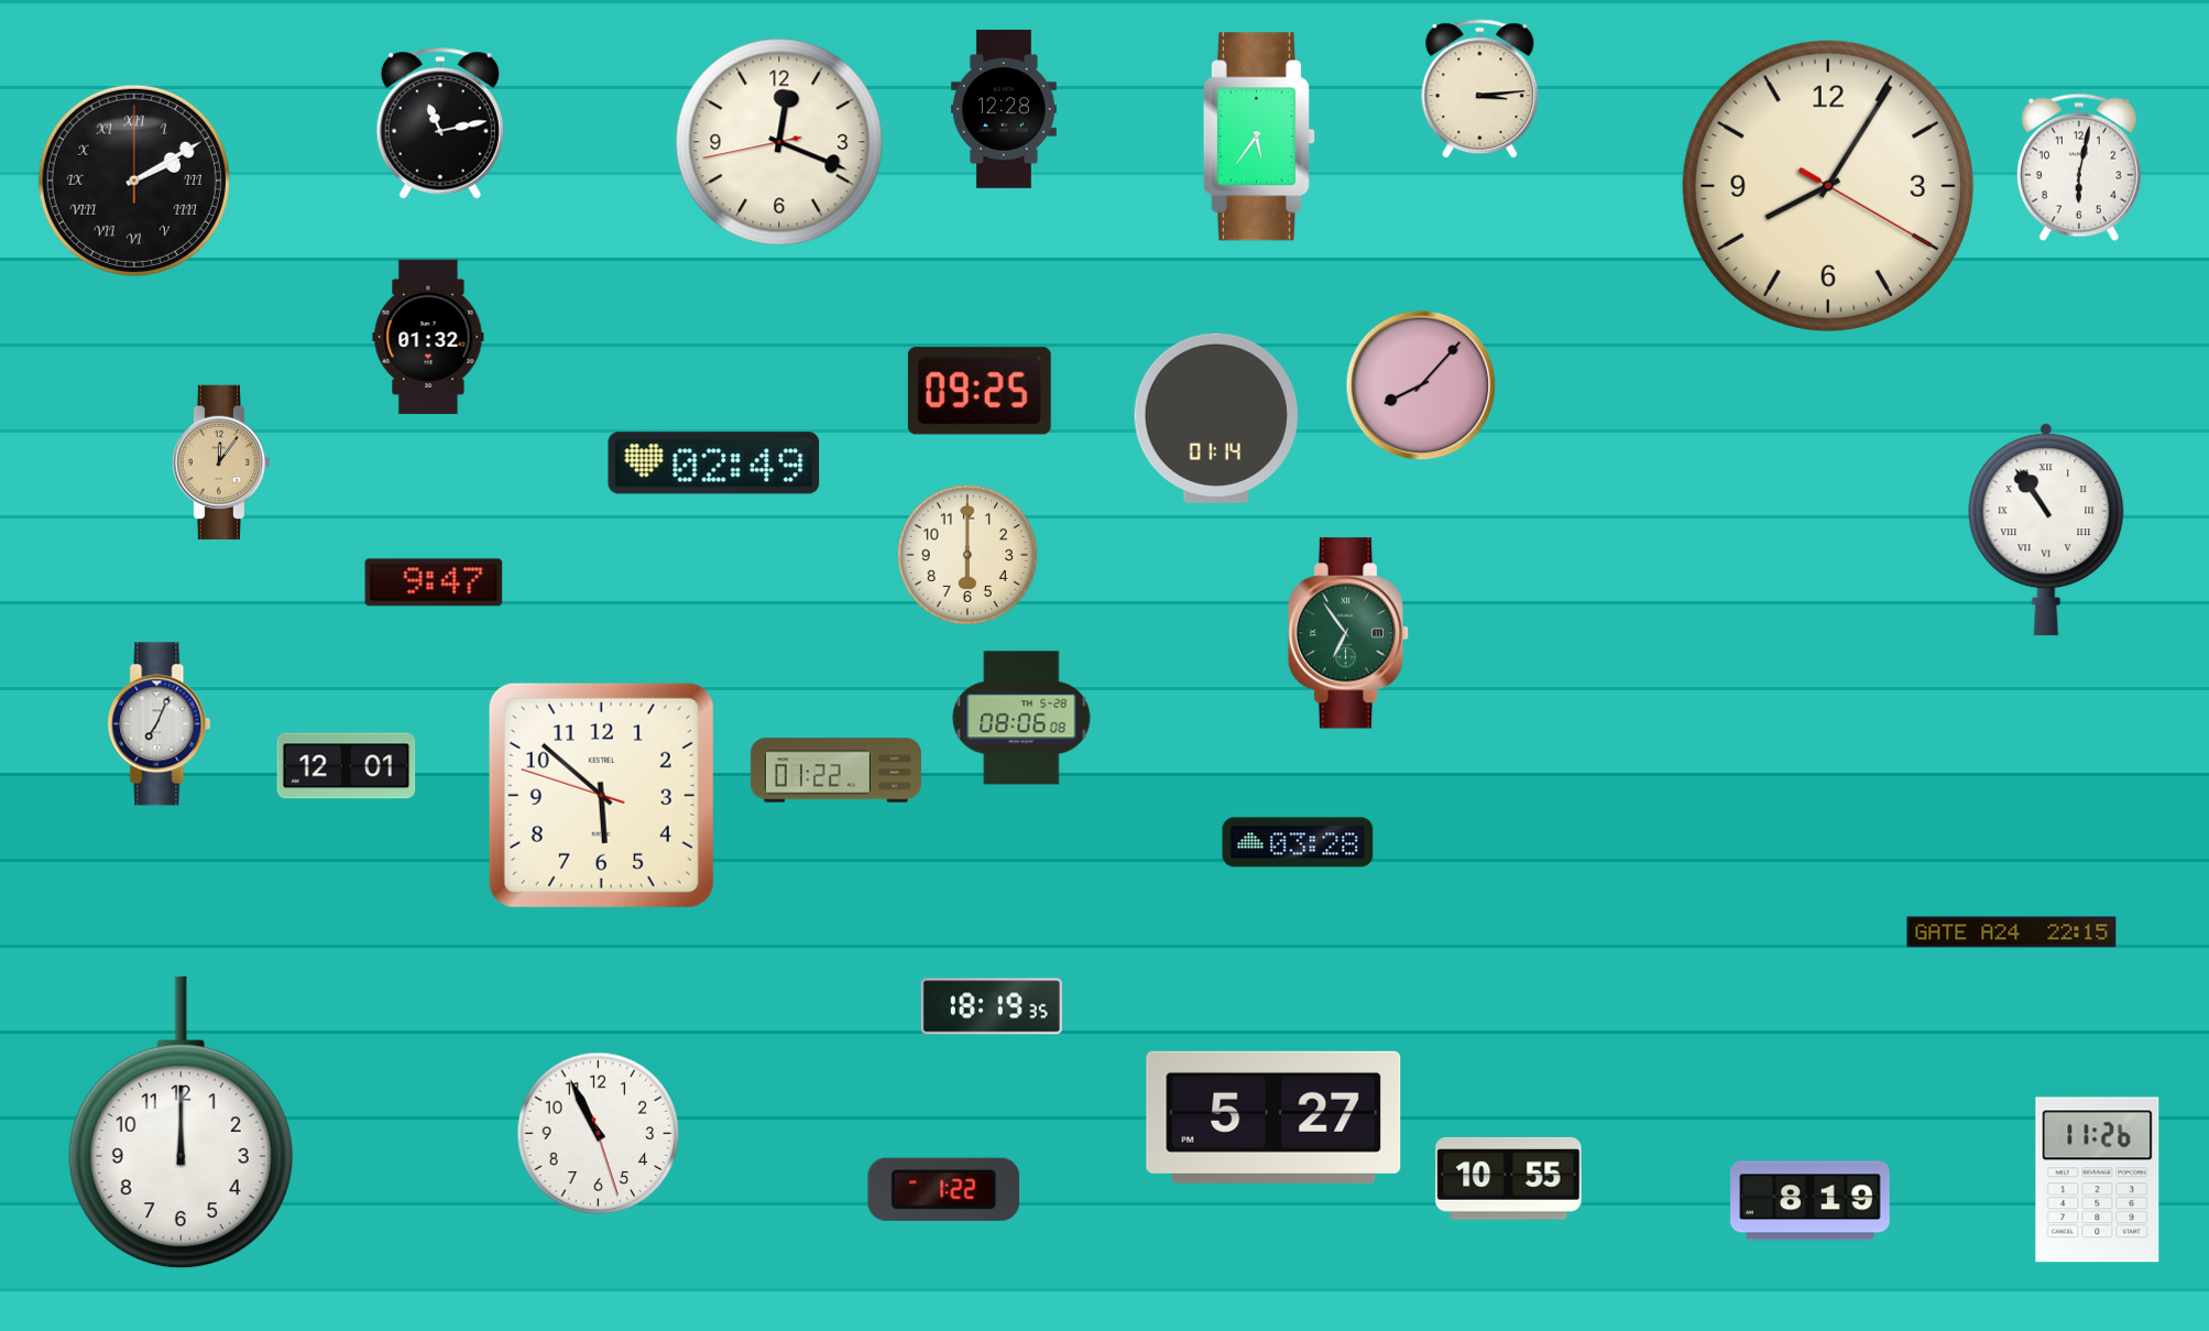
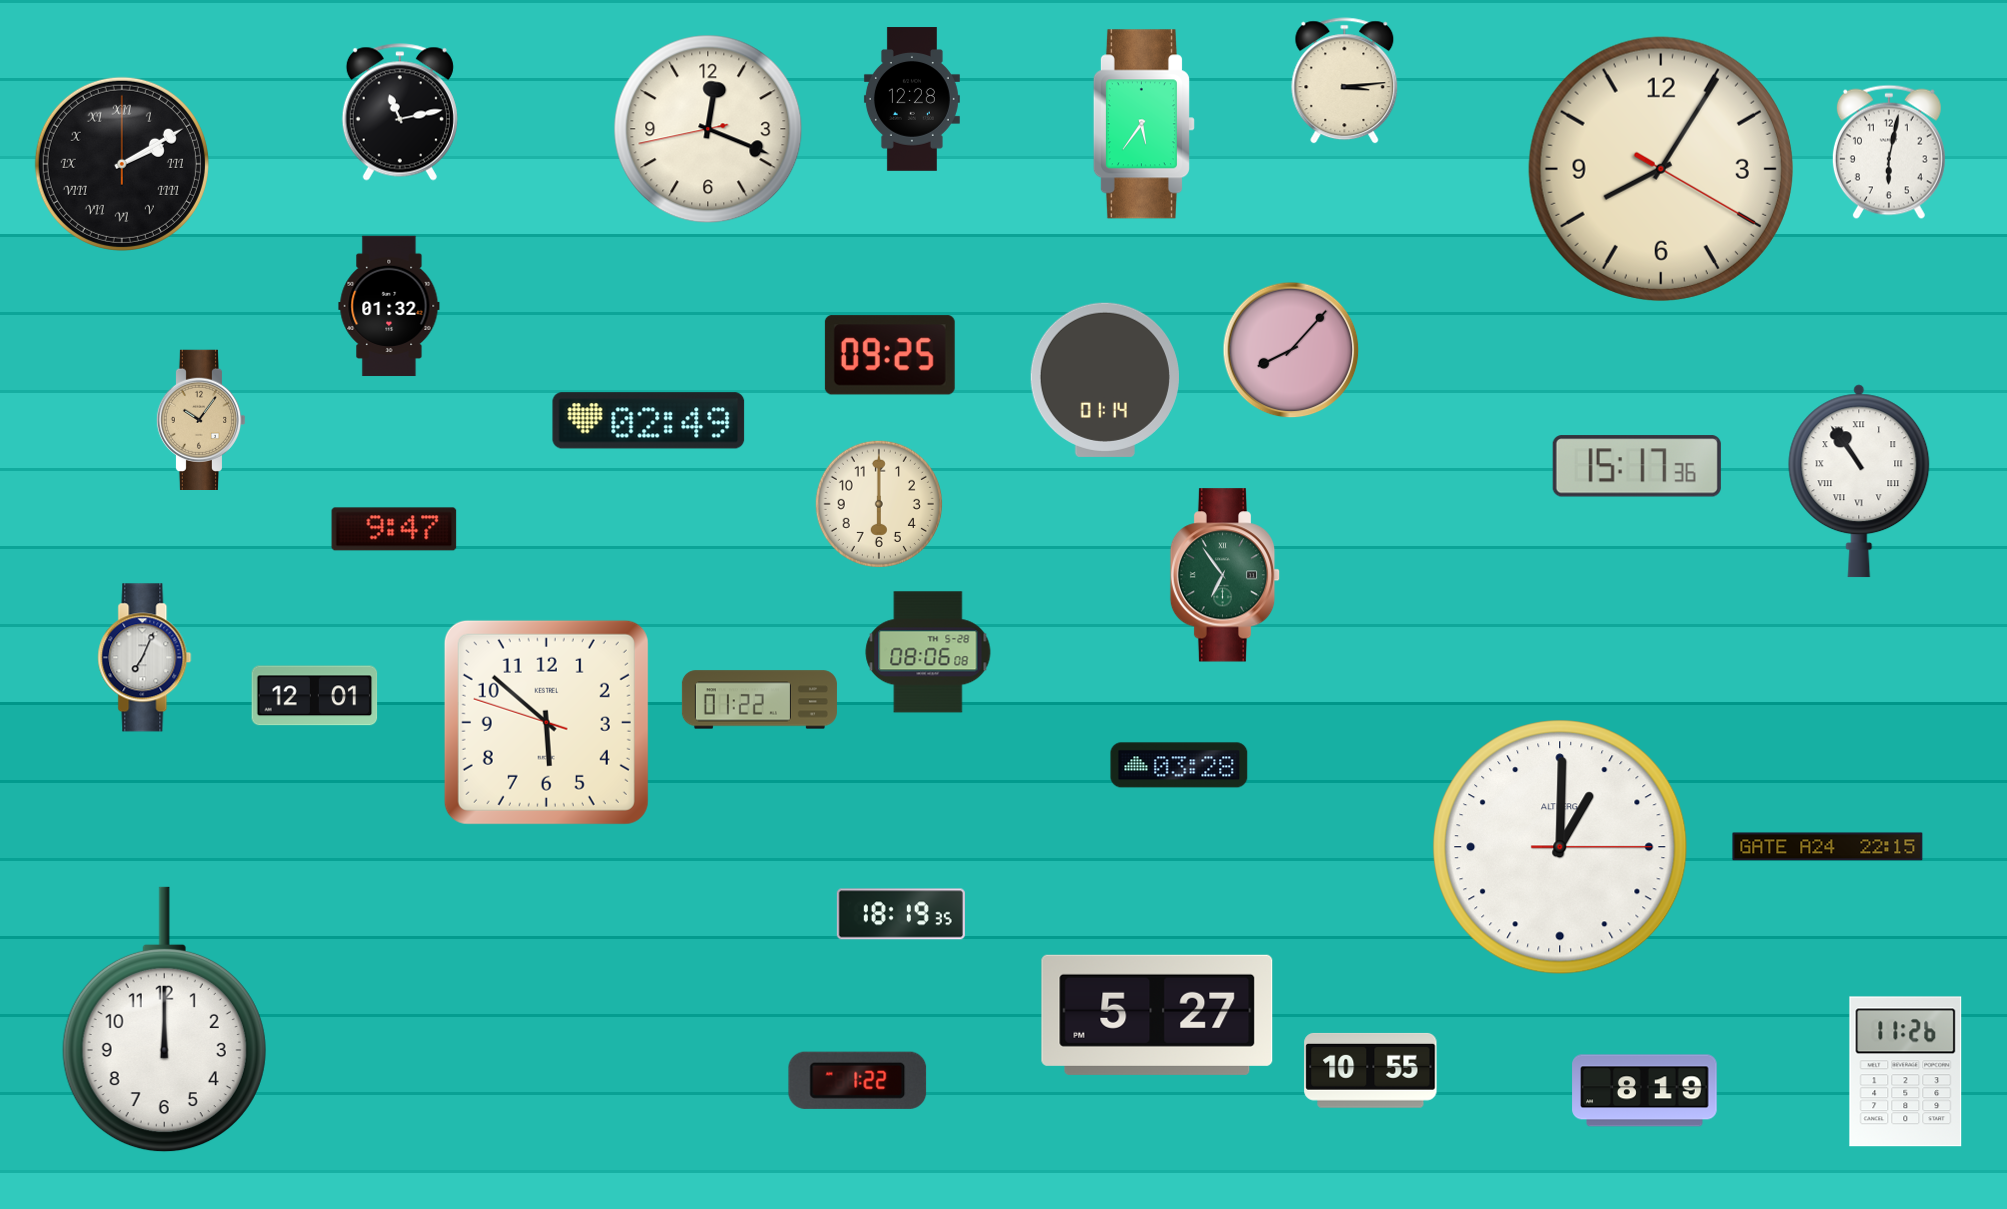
clock at (221, 461): 12:06 -> 10:06
clock at (1637, 466): none -> 15:17
clock at (1560, 847): none -> 1:00
clock at (599, 1134): 10:55 -> none
